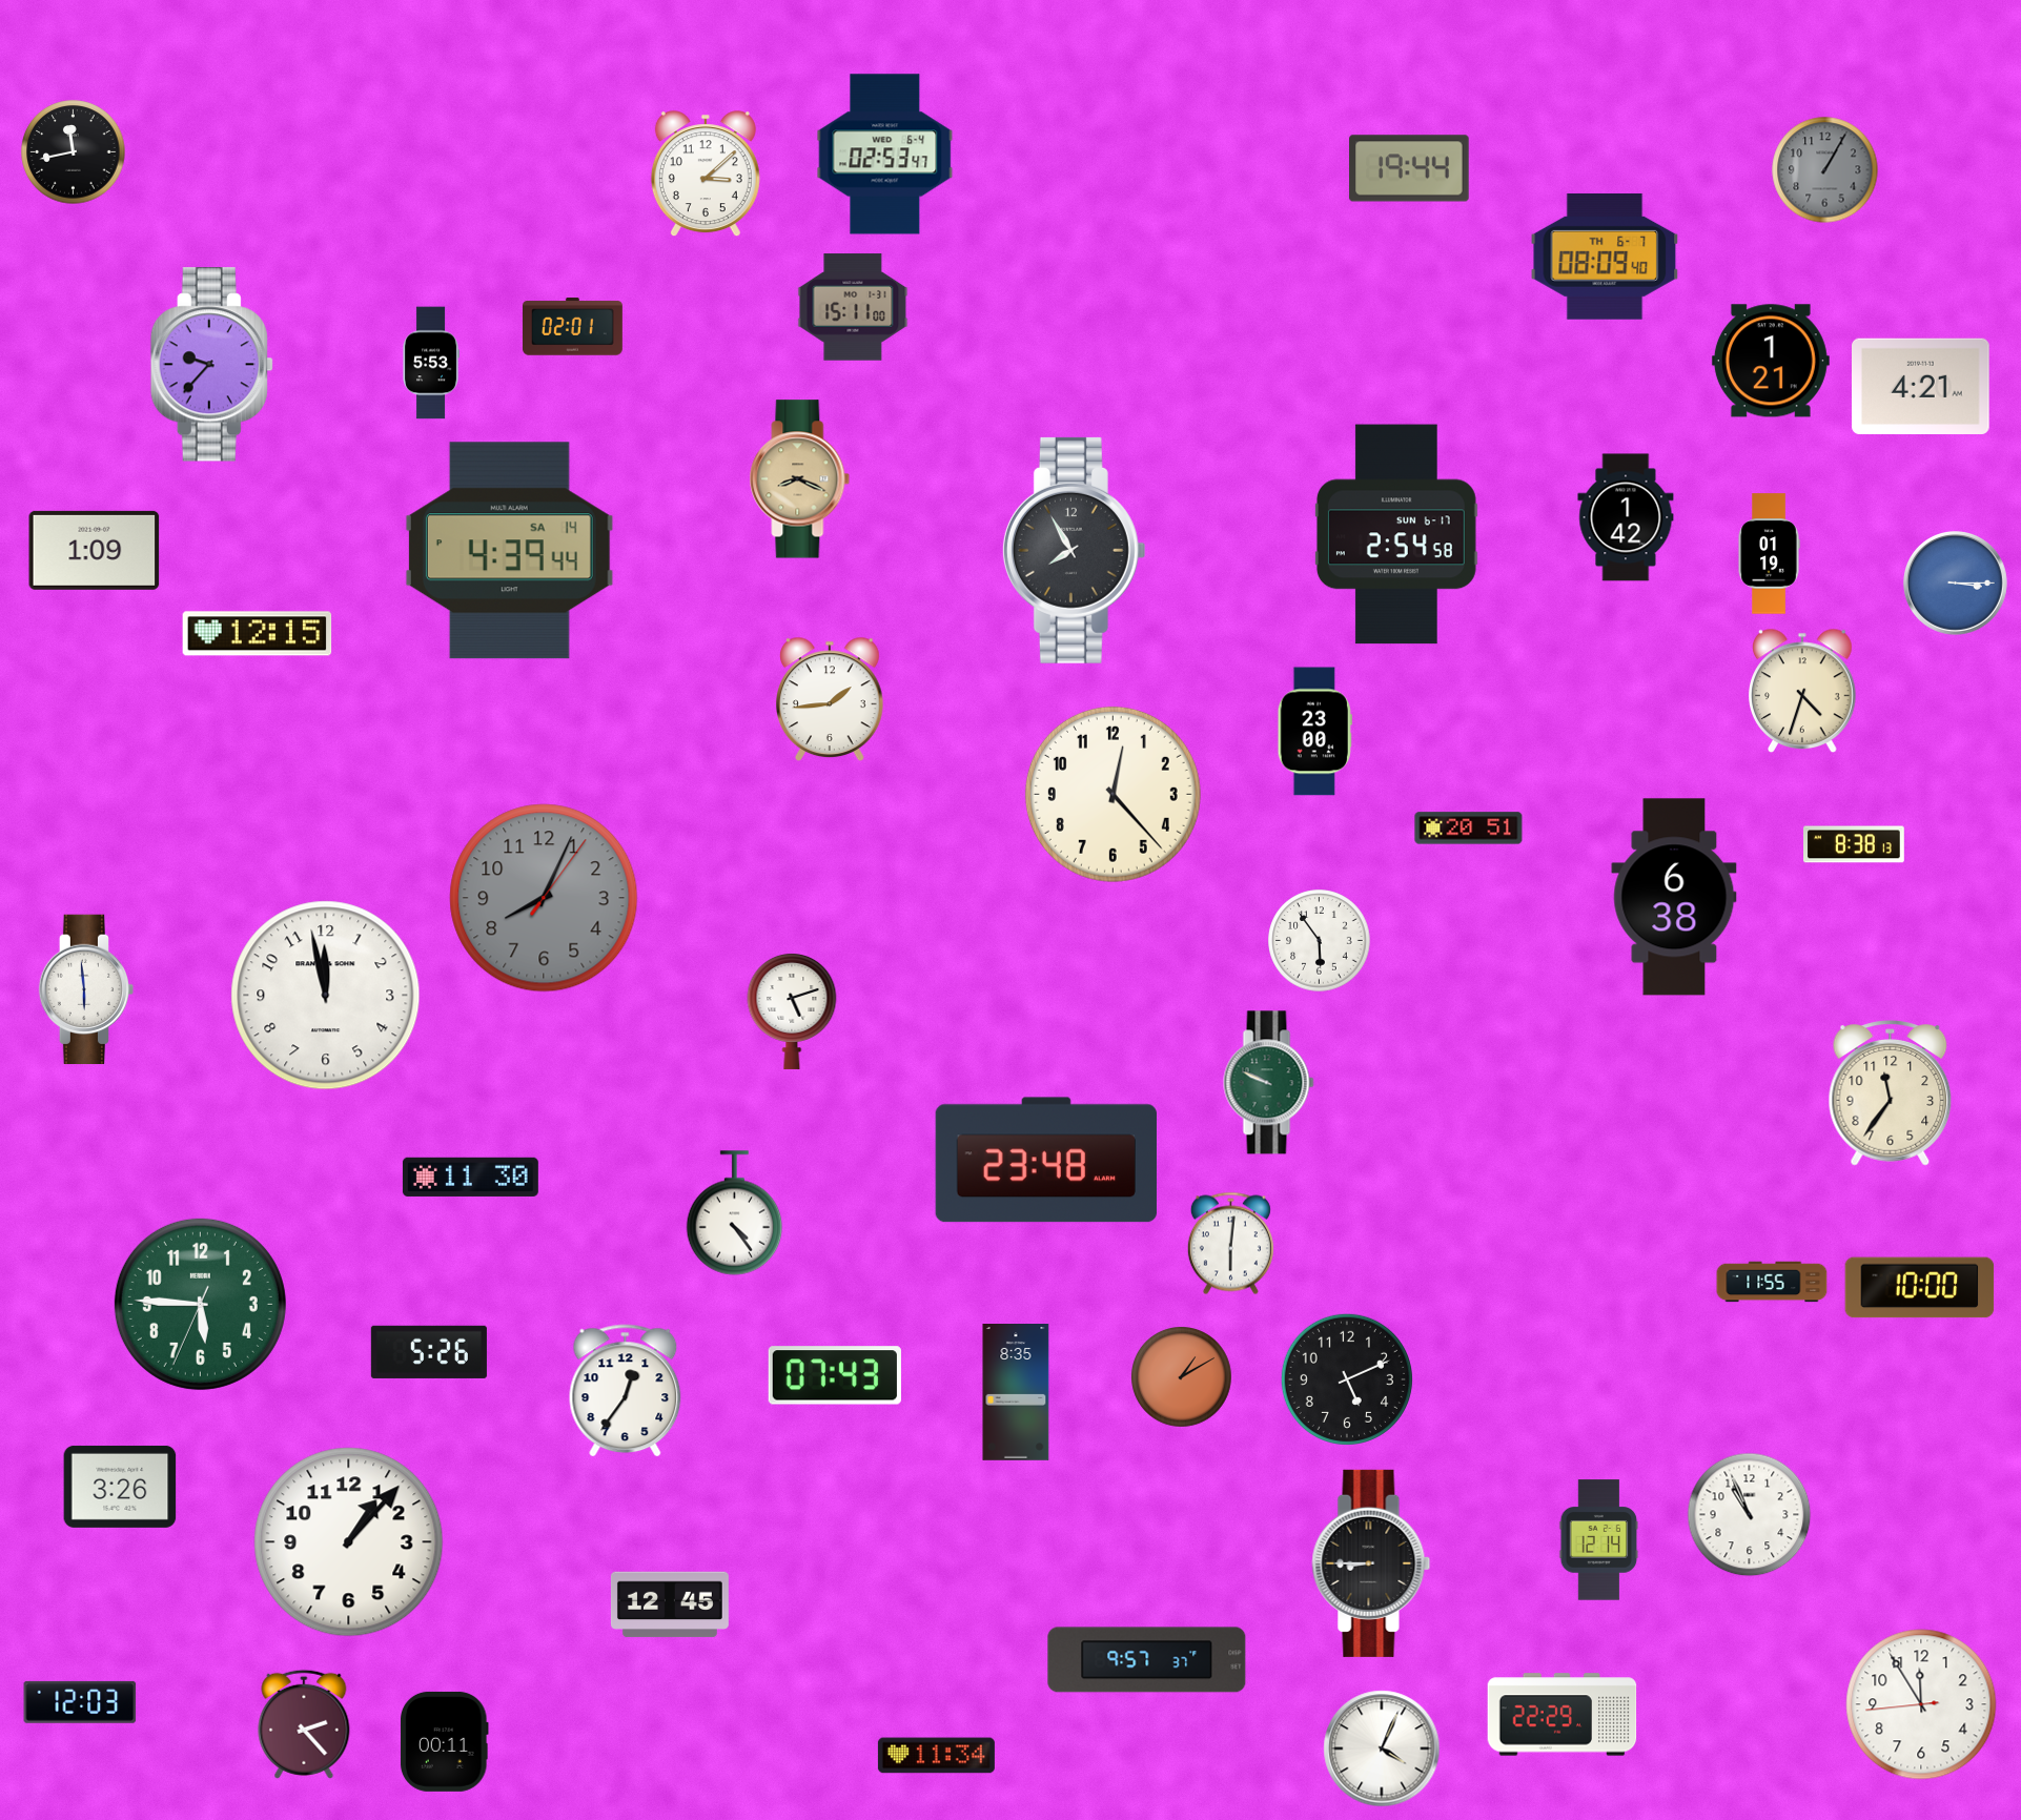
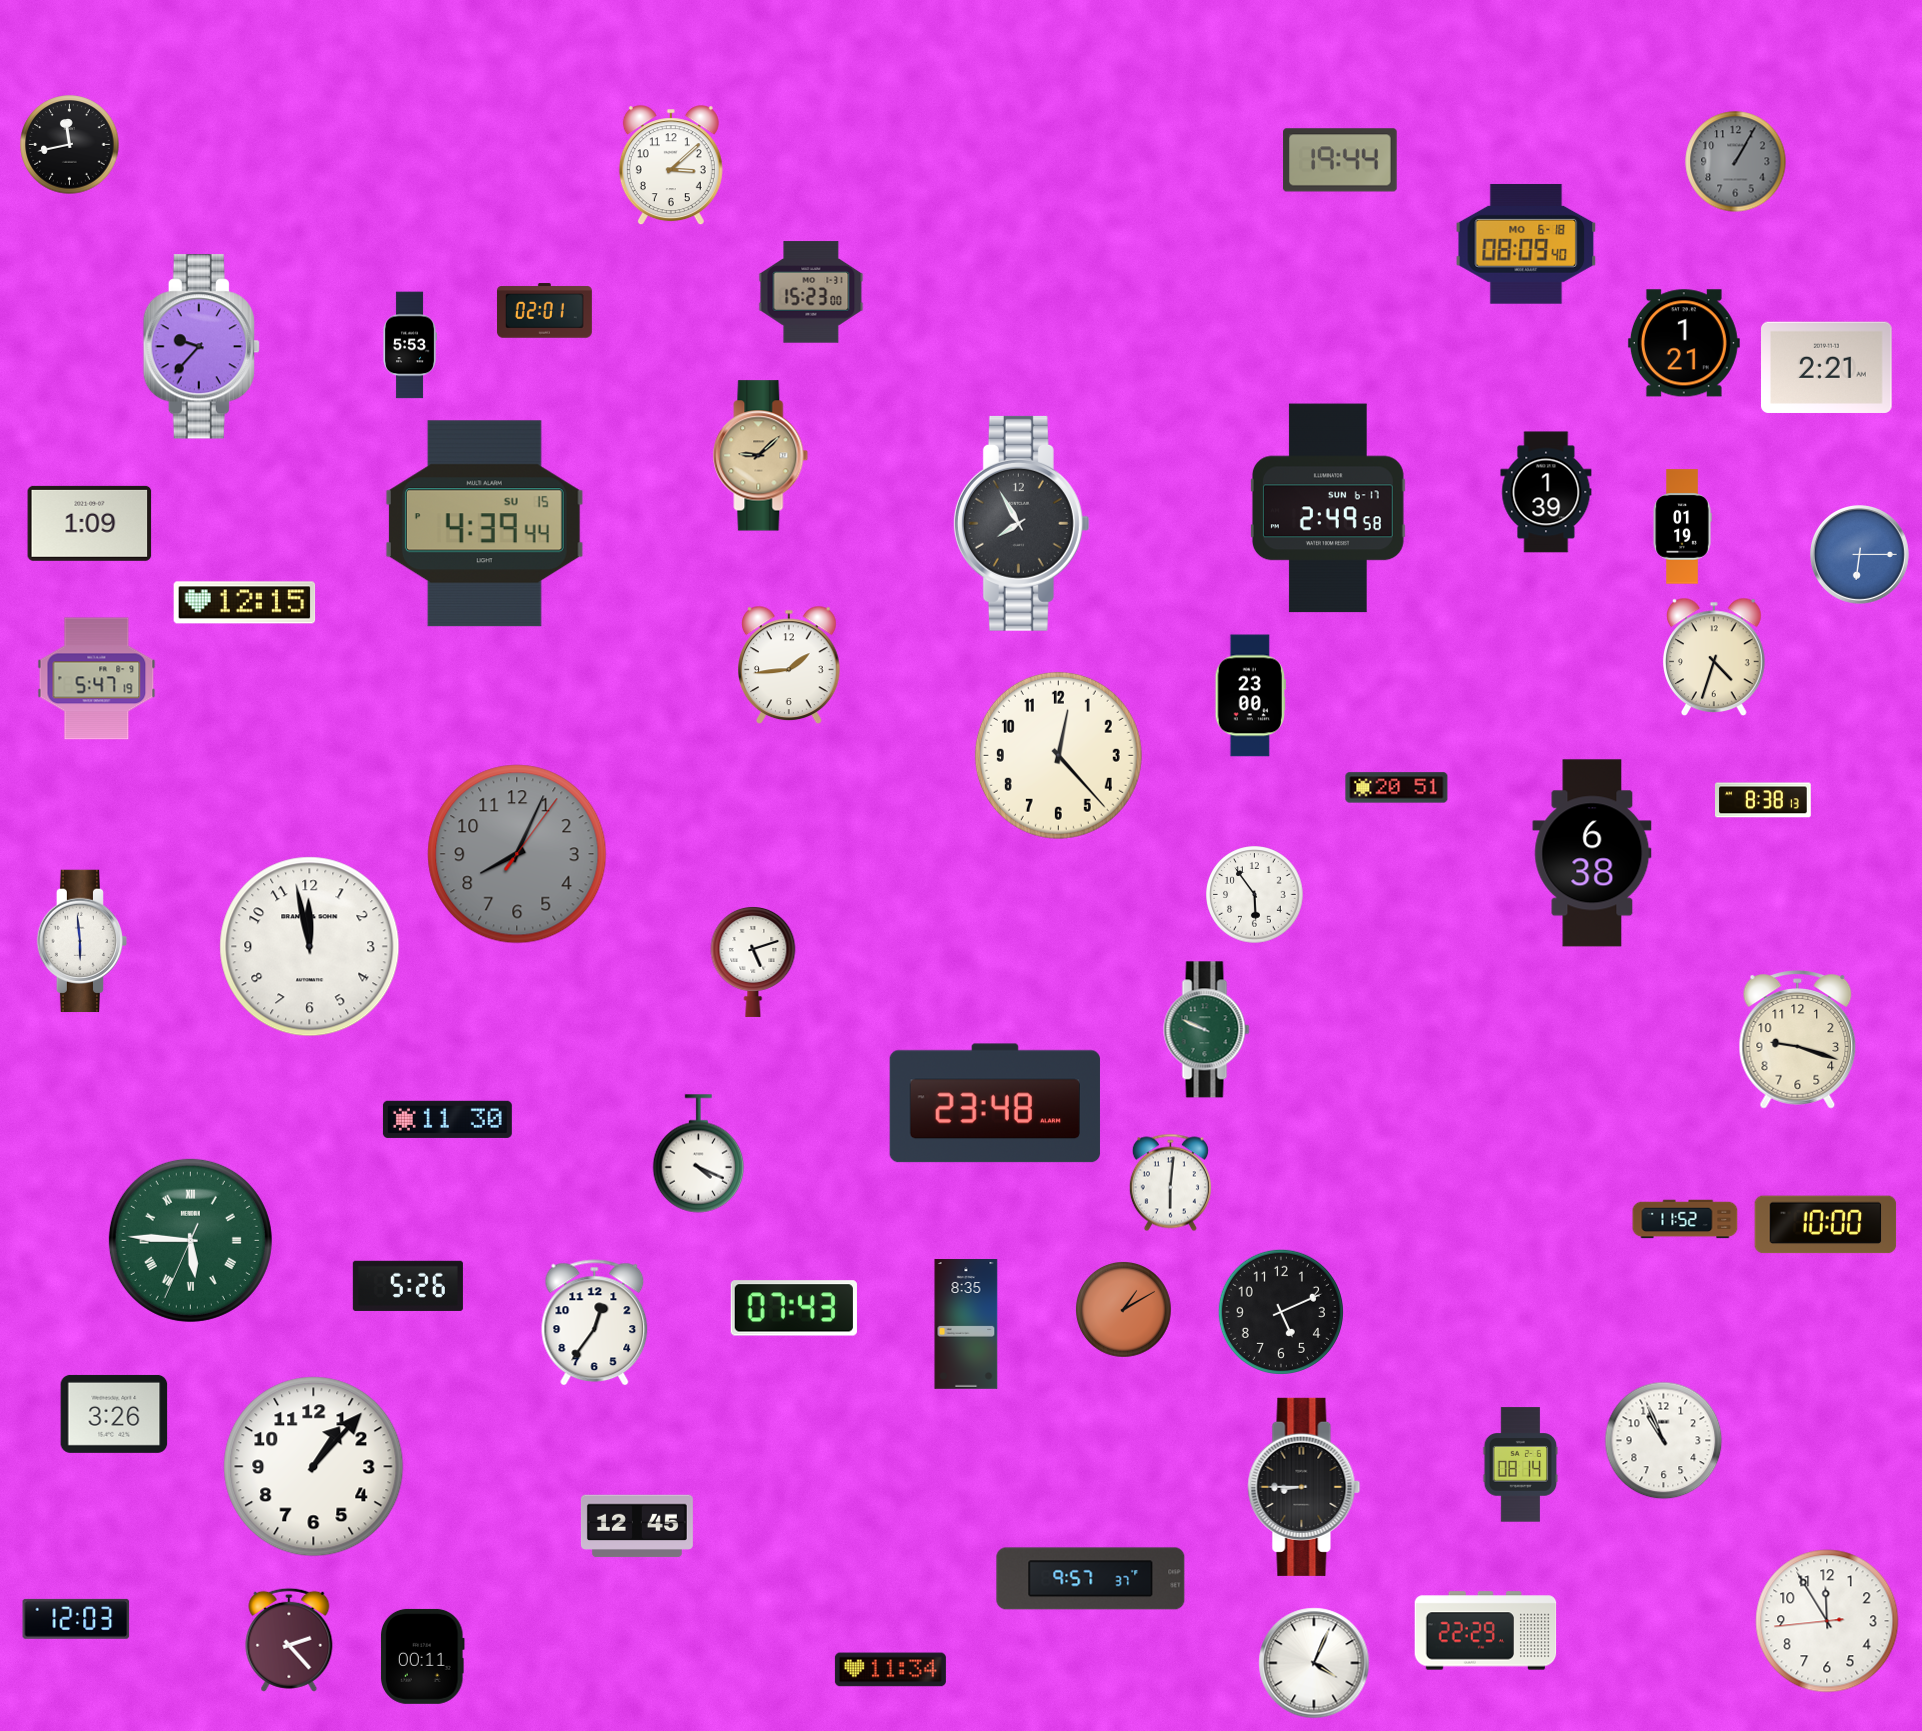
clock at (885, 155): 02:53 -> none
clock at (1605, 257) date: TH 6-7 -> MO 6-18
clock at (853, 307): 15:11 -> 15:23
clock at (1921, 386): 4:21 -> 2:21
clock at (800, 479): 8:19 -> 9:08
clock at (1626, 517): 1:42 -> 1:39
clock at (1396, 534): 2:54 -> 2:49
clock at (509, 551) date: SA 14 -> SU 15
clock at (1956, 584): 3:15 -> 6:15
clock at (97, 679): none -> 5:47
clock at (1855, 844) position: (1855, 844) -> (1764, 800)
clock at (1891, 1093): 11:36 -> 9:18
clock at (735, 1213): 4:24 -> 4:19
clock at (1772, 1282): 11:55 -> 11:52
clock at (200, 1304) numerals: Arabic -> Roman
clock at (1599, 1540): 12:14 -> 08:14
clock at (349, 1542) position: (349, 1542) -> (314, 1467)
